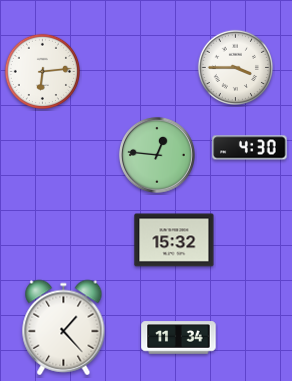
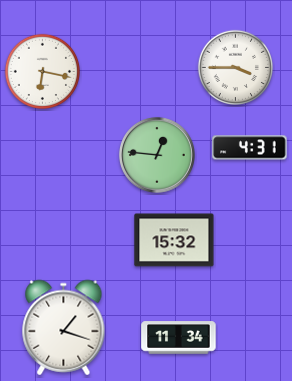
clock at (43, 72): 6:14 -> 6:17
clock at (250, 148): 4:30 -> 4:31
clock at (64, 328): 1:23 -> 1:18
